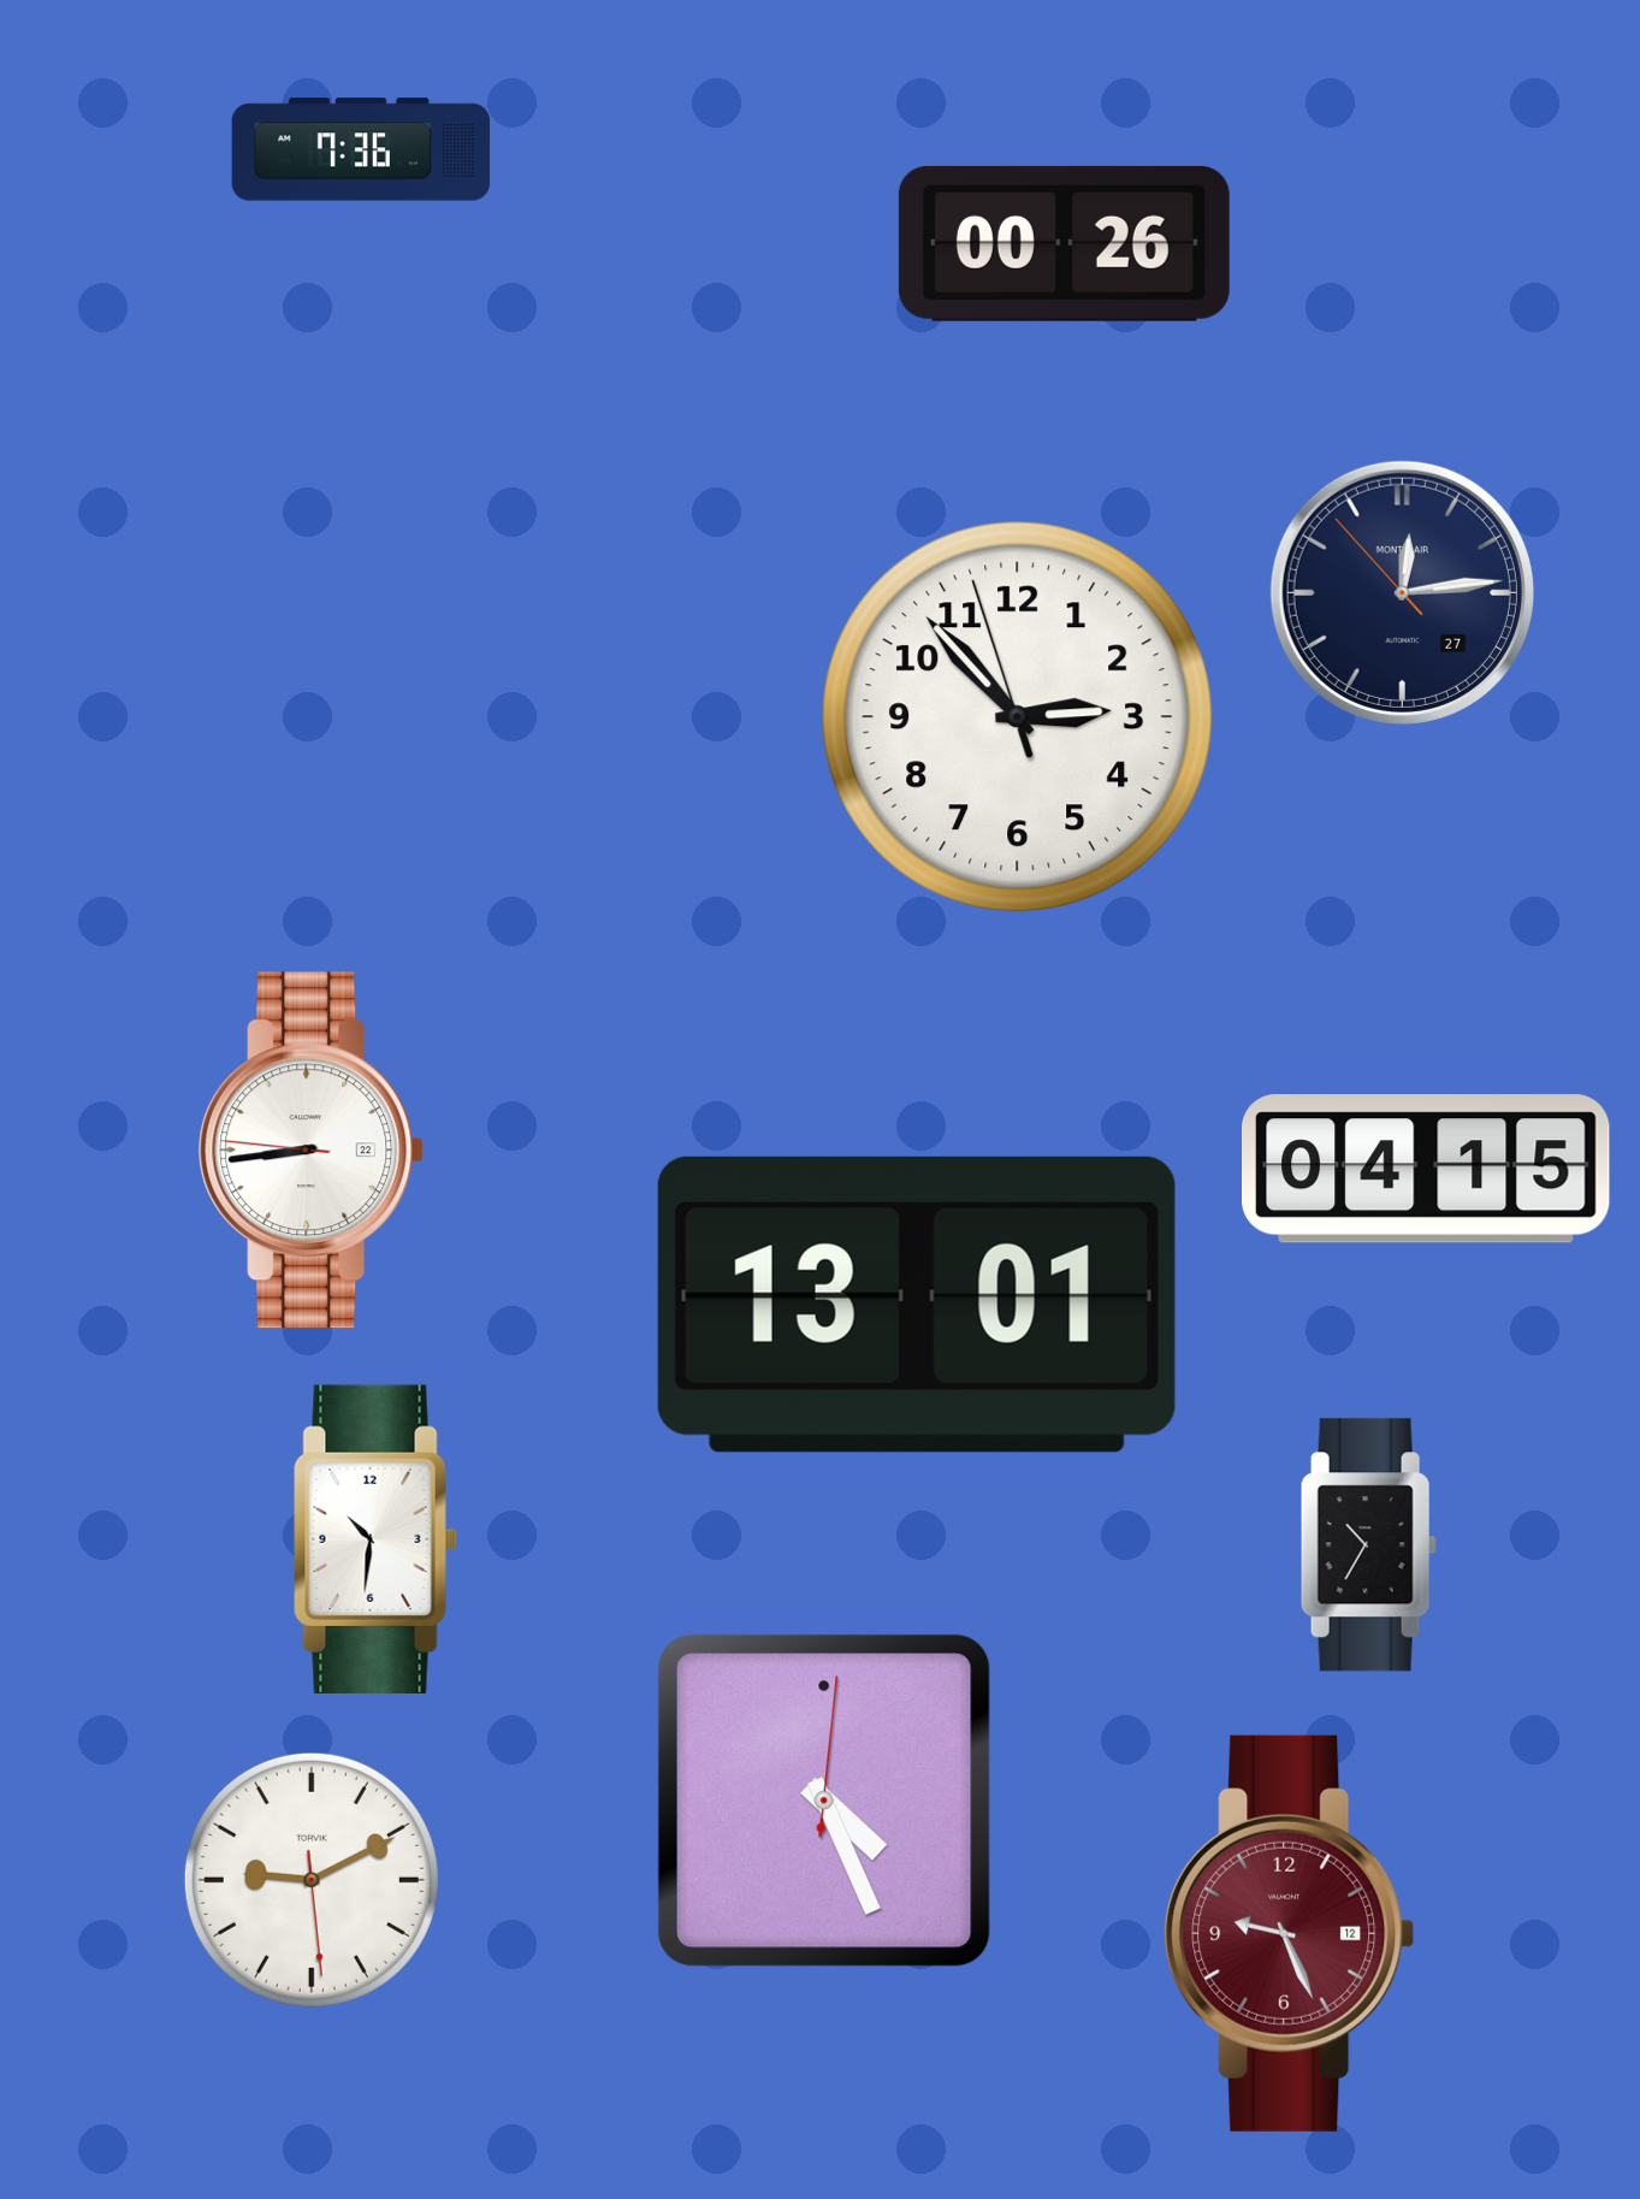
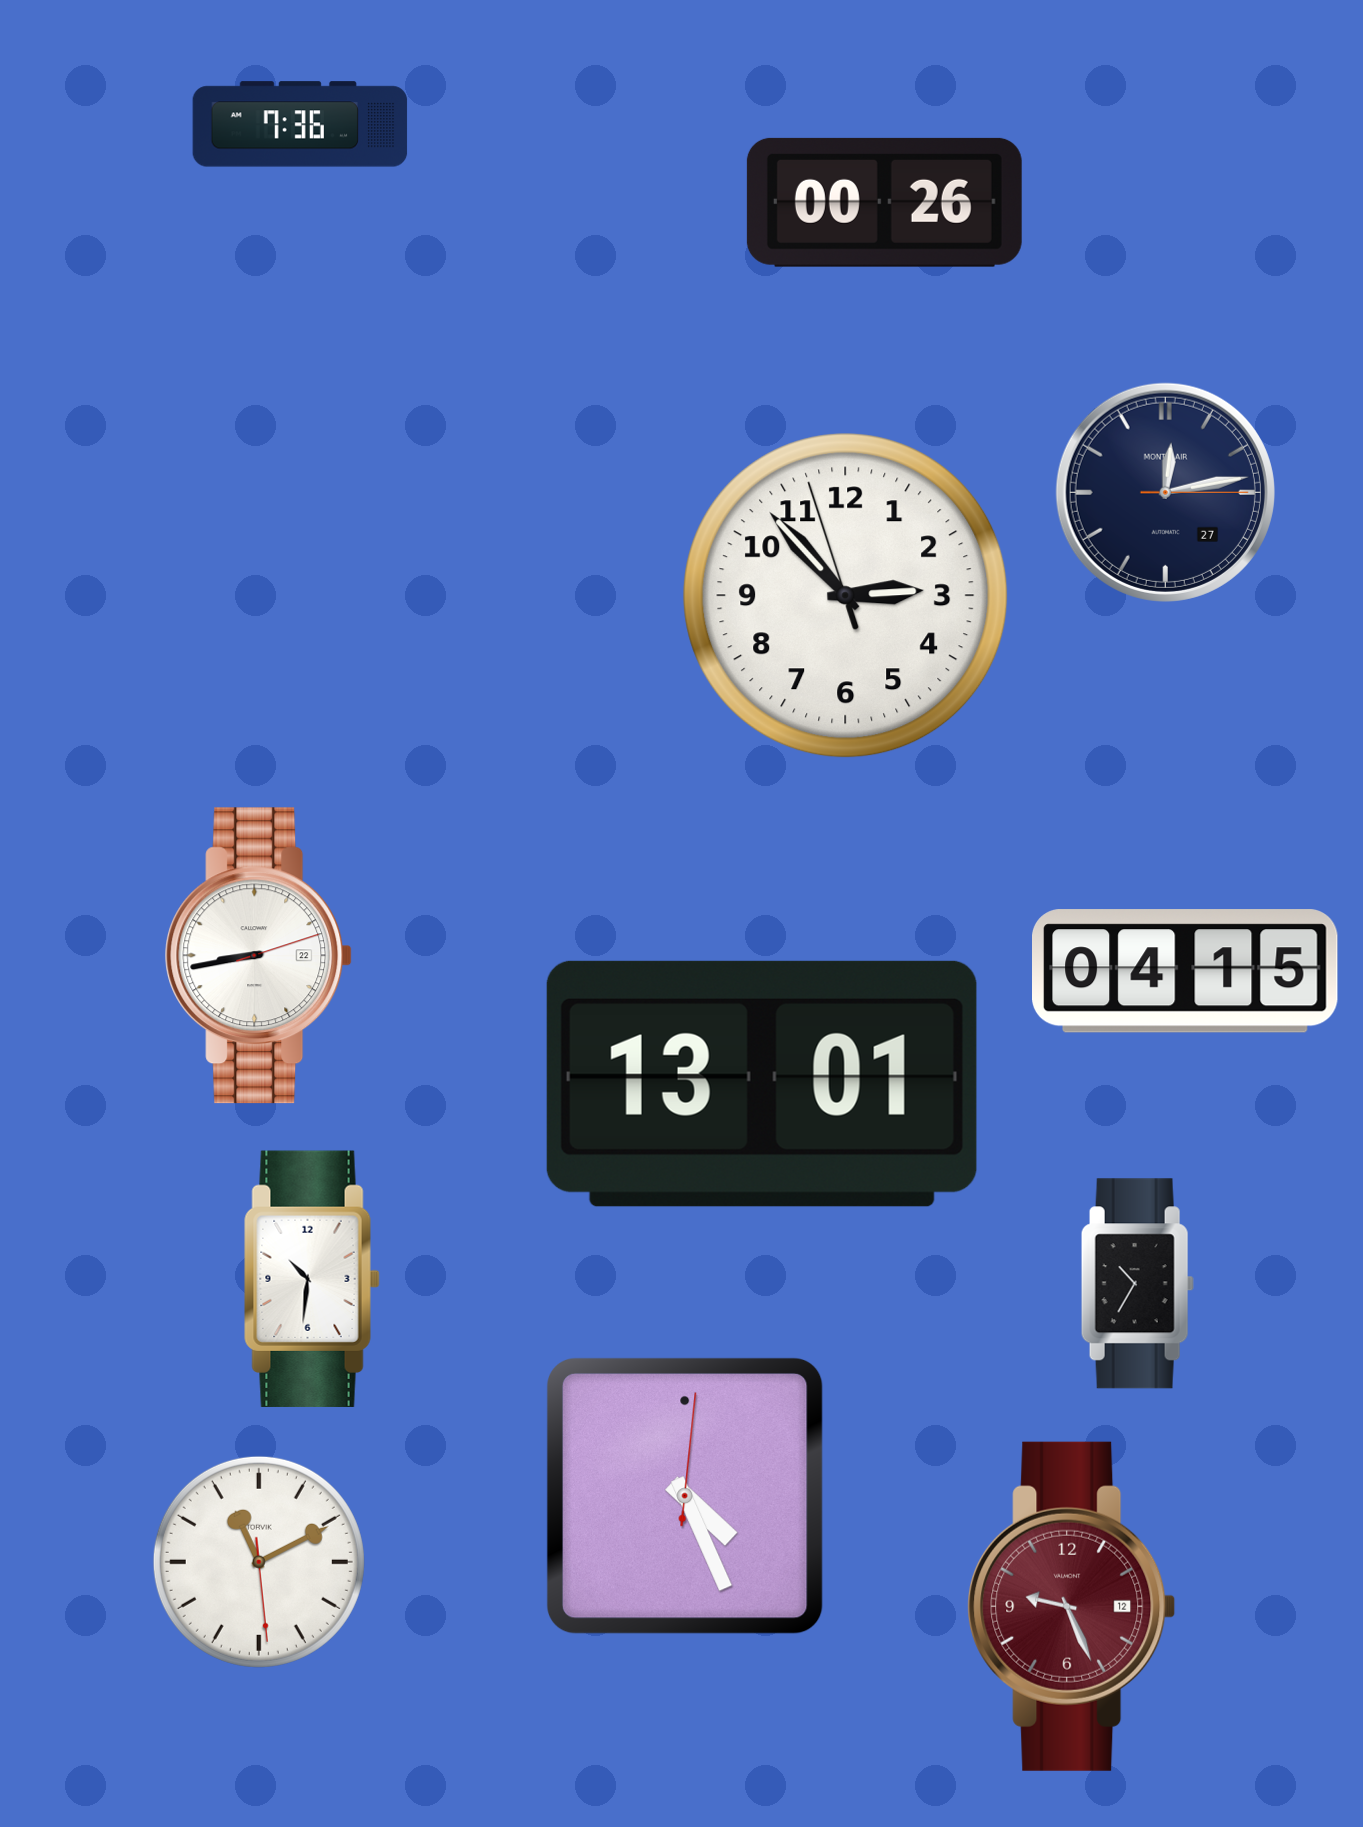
clock at (1402, 592): 12:13:53 -> 12:13:15
clock at (312, 1151): 8:43:46 -> 8:43:12
clock at (312, 1880): 9:10 -> 11:10
